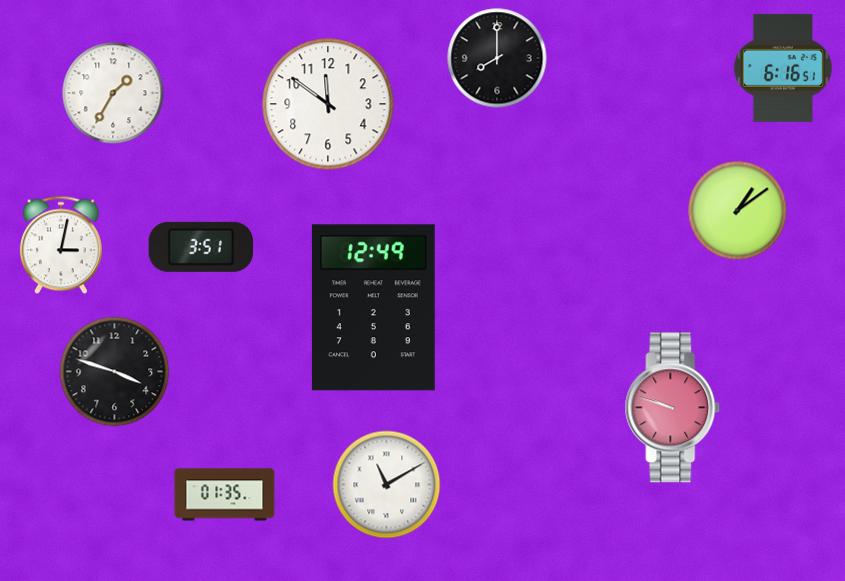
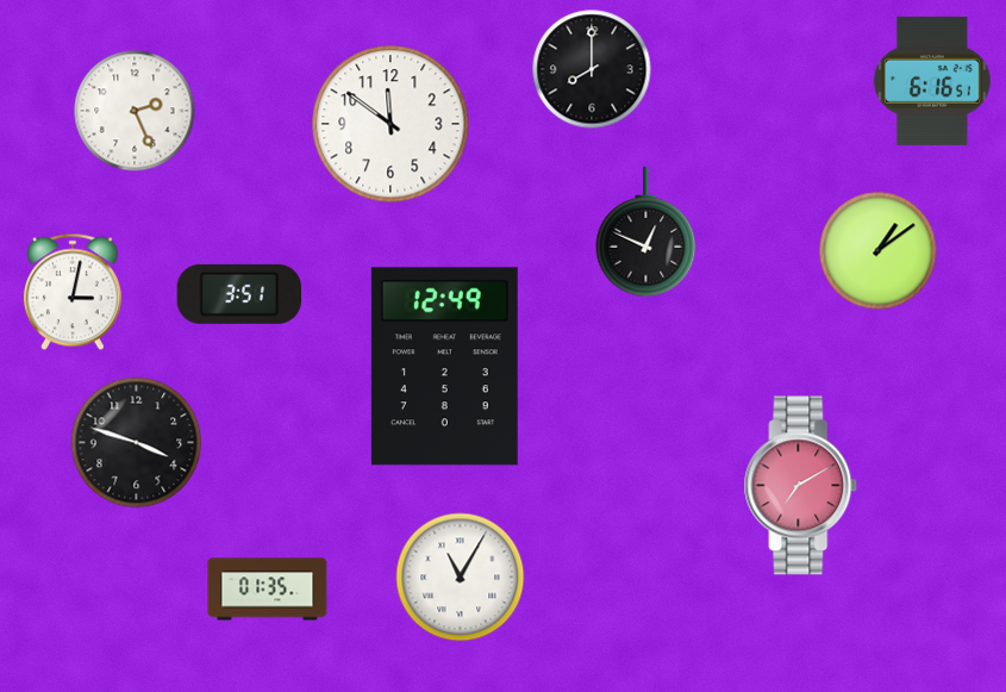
clock at (113, 93): 1:35 -> 2:26
clock at (646, 232): none -> 12:49
clock at (673, 408): 9:48 -> 7:10
clock at (387, 485): 11:10 -> 11:05
